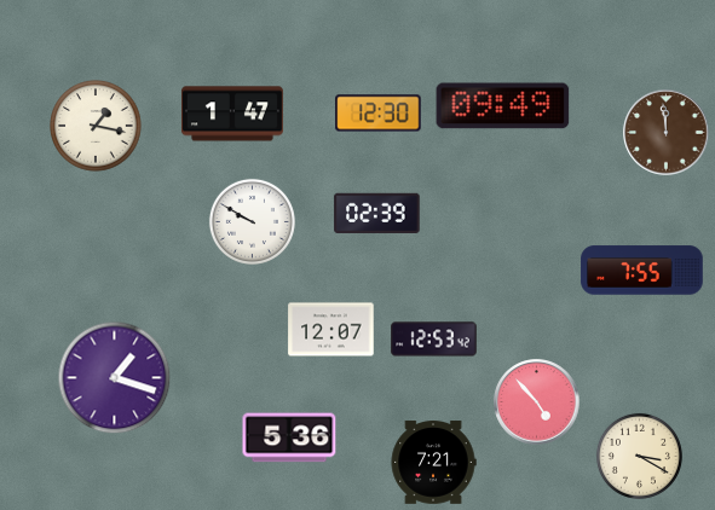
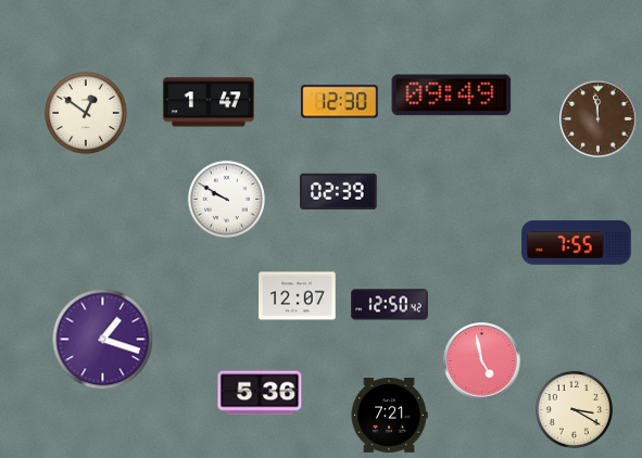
clock at (96, 126): 1:17 -> 12:51
clock at (434, 340): 12:53 -> 12:50
clock at (537, 402): 4:53 -> 4:58
